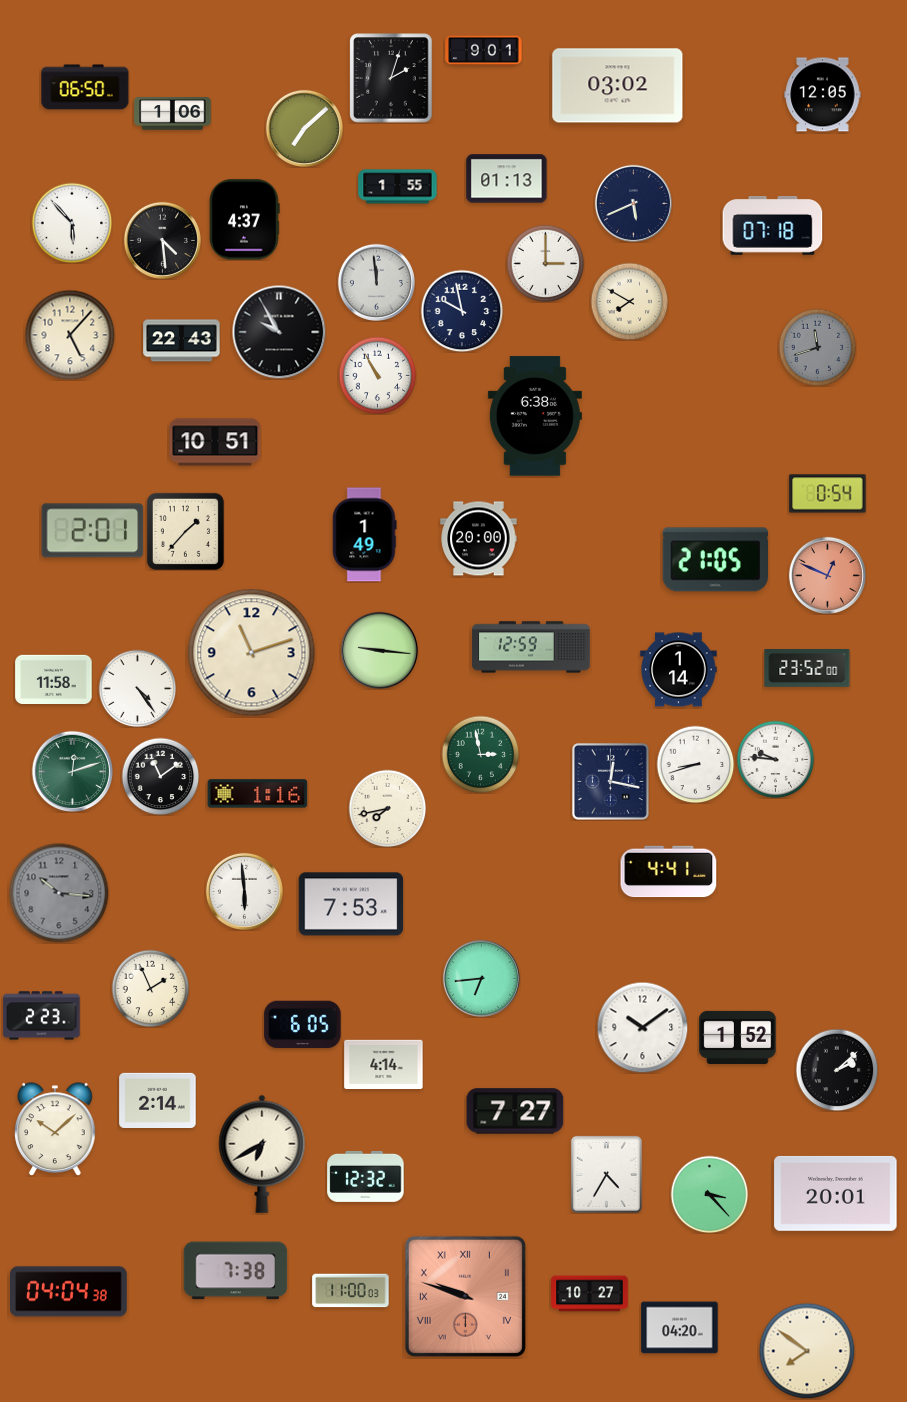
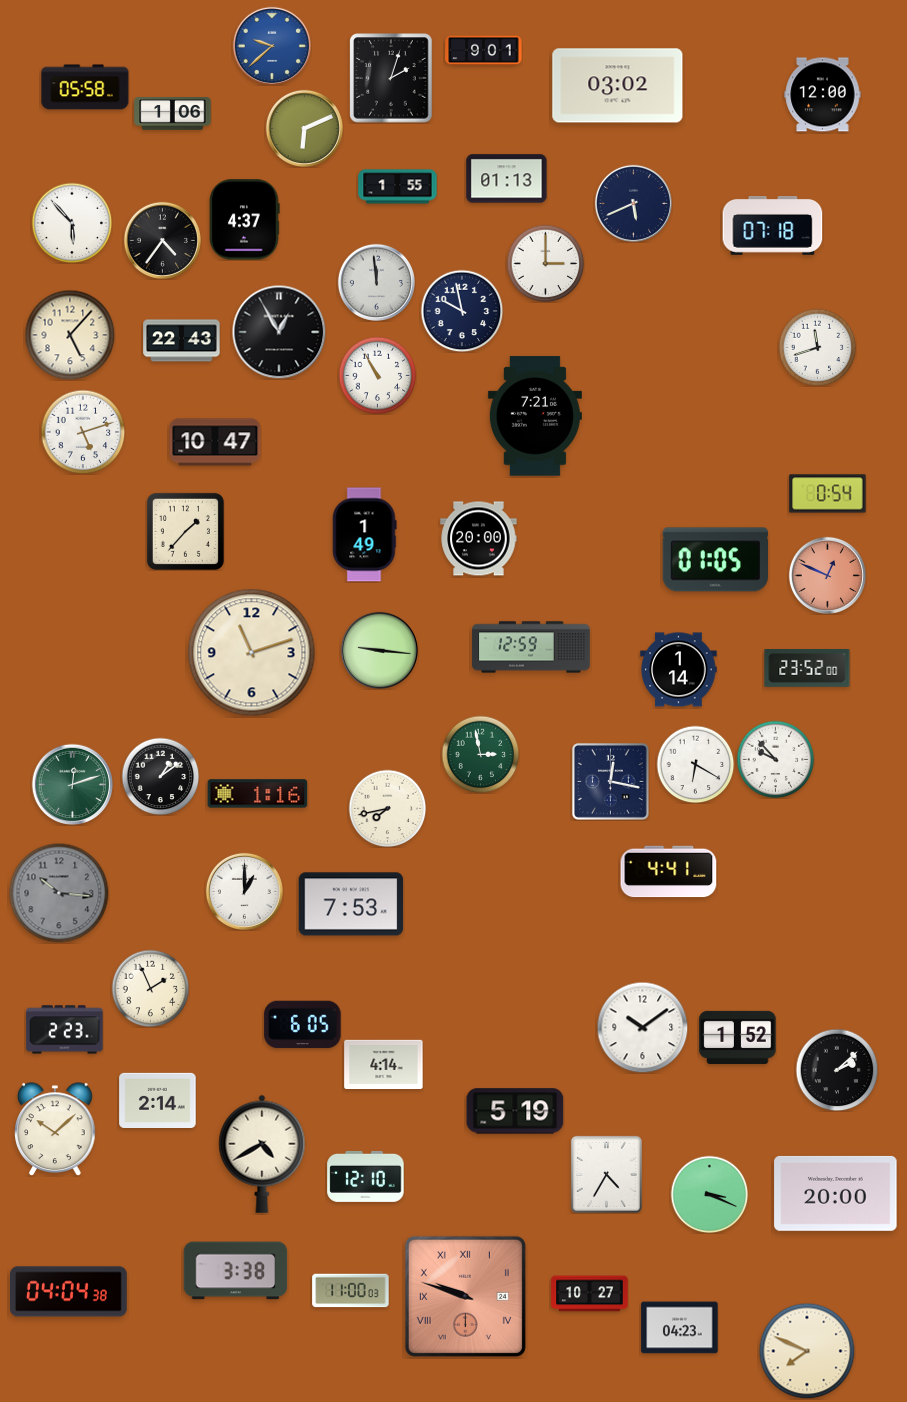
clock at (272, 46): none -> 9:38
clock at (85, 87): 06:50 -> 05:58
clock at (823, 95): 12:05 -> 12:00
clock at (304, 128): 7:08 -> 6:11
clock at (162, 240): 4:29 -> 4:36
clock at (629, 301): 7:50 -> none
clock at (279, 332): 9:55 -> 12:55
clock at (817, 347) dial: grey -> white
clock at (535, 416): 6:38 -> 7:21
clock at (83, 432): none -> 5:12
clock at (215, 442): 10:51 -> 10:47
clock at (93, 531): 2:01 -> none
clock at (715, 560): 21:05 -> 01:05
clock at (54, 679): 11:58 -> none
clock at (137, 688): 4:24 -> none
clock at (775, 759): 9:46 -> 9:53
clock at (695, 764): 8:42 -> 6:20
clock at (72, 771) position: (72, 771) -> (72, 784)
clock at (160, 776): 11:09 -> 1:09
clock at (244, 891): 5:59 -> 1:00
clock at (481, 978): 6:44 -> none
clock at (42, 1016) position: (42, 1016) -> (65, 1030)
clock at (515, 1111): 7:27 -> 5:19
clock at (262, 1154): 6:40 -> 4:40
clock at (366, 1176): 12:32 -> 12:10
clock at (836, 1193): 20:01 -> 20:00
clock at (709, 1194): 3:23 -> 3:19
clock at (236, 1271): 7:38 -> 3:38
clock at (680, 1328): 04:20 -> 04:23
clock at (807, 1351): 7:51 -> 7:49
